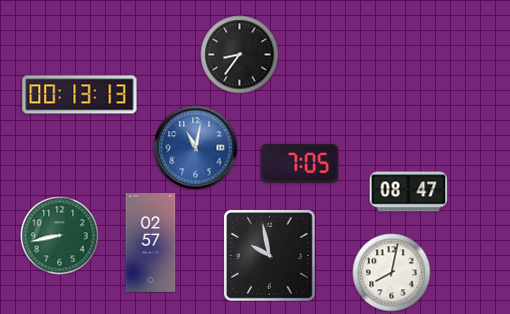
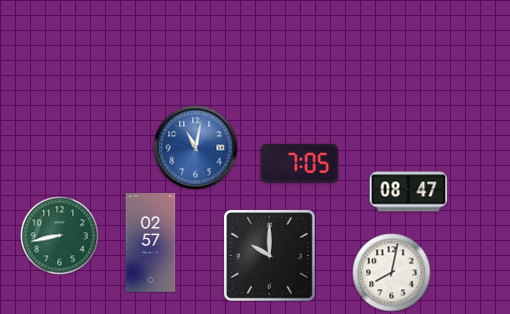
clock at (239, 54): 8:36 -> none
clock at (80, 95): 00:13 -> none
clock at (270, 256): 9:58 -> 10:00
